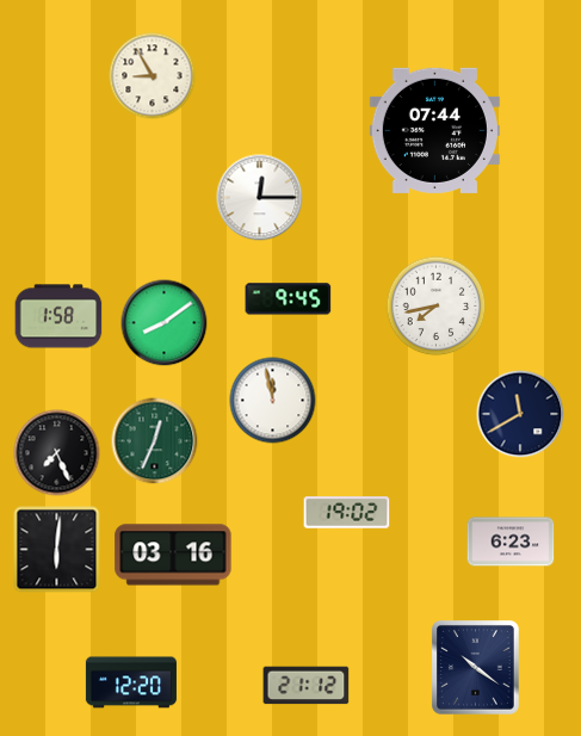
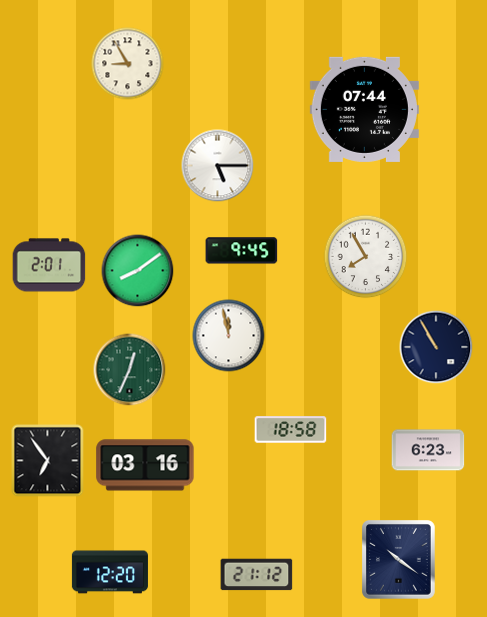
clock at (260, 198): 12:15 -> 5:15
clock at (437, 307): 7:43 -> 7:55
clock at (58, 316): 1:58 -> 2:01
clock at (520, 414): 11:40 -> 10:55
clock at (57, 453): 7:26 -> none
clock at (347, 513): 19:02 -> 18:58
clock at (511, 542) position: (511, 542) -> (428, 450)
clock at (57, 550): 6:01 -> 6:54
